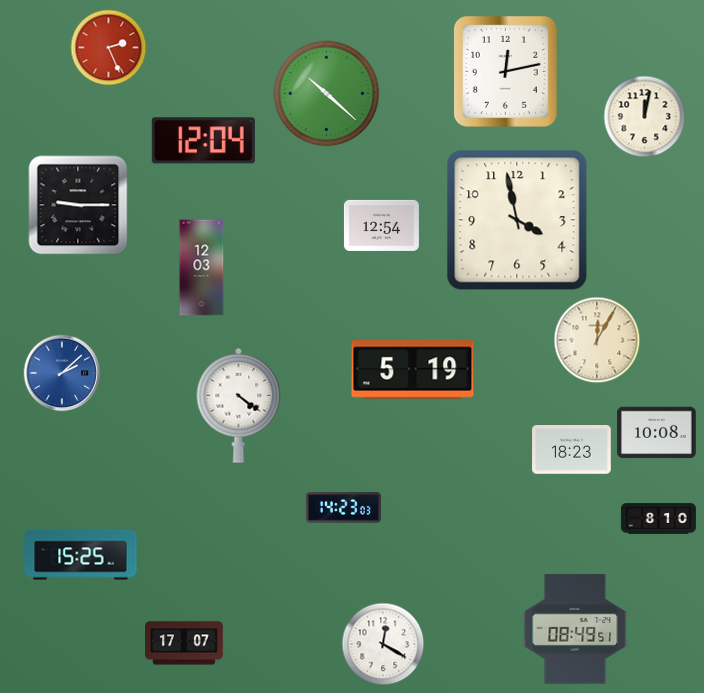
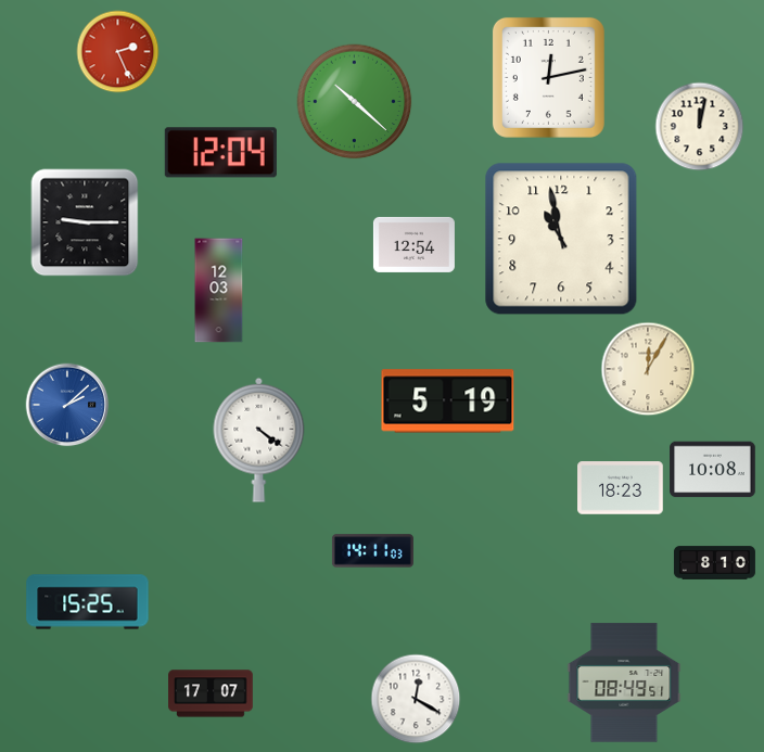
clock at (517, 220): 3:58 -> 10:58
clock at (343, 508): 14:23 -> 14:11
clock at (184, 643) position: (184, 643) -> (211, 693)
